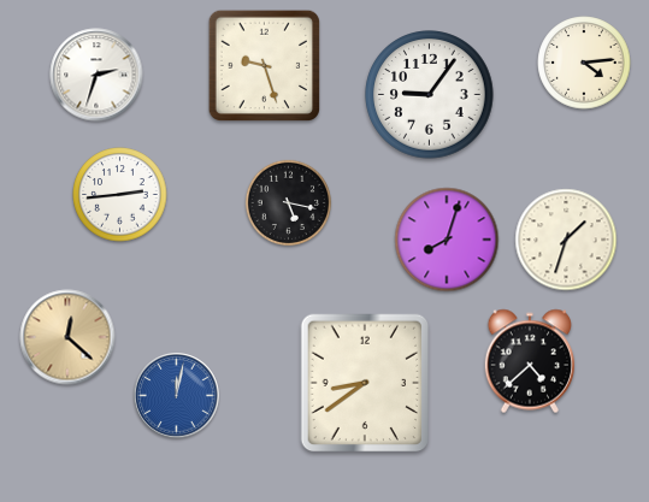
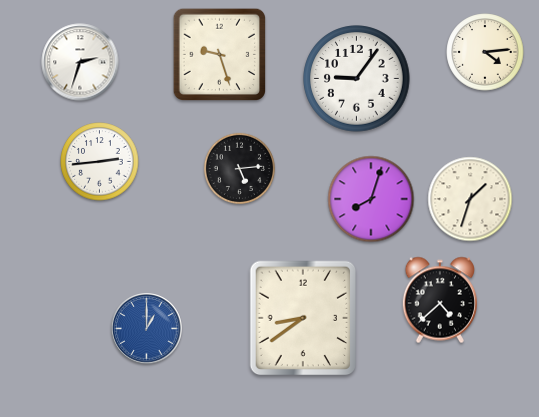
clock at (288, 202): 5:17 -> 5:14
clock at (67, 337): 12:22 -> none
clock at (177, 396): 12:02 -> 1:00
